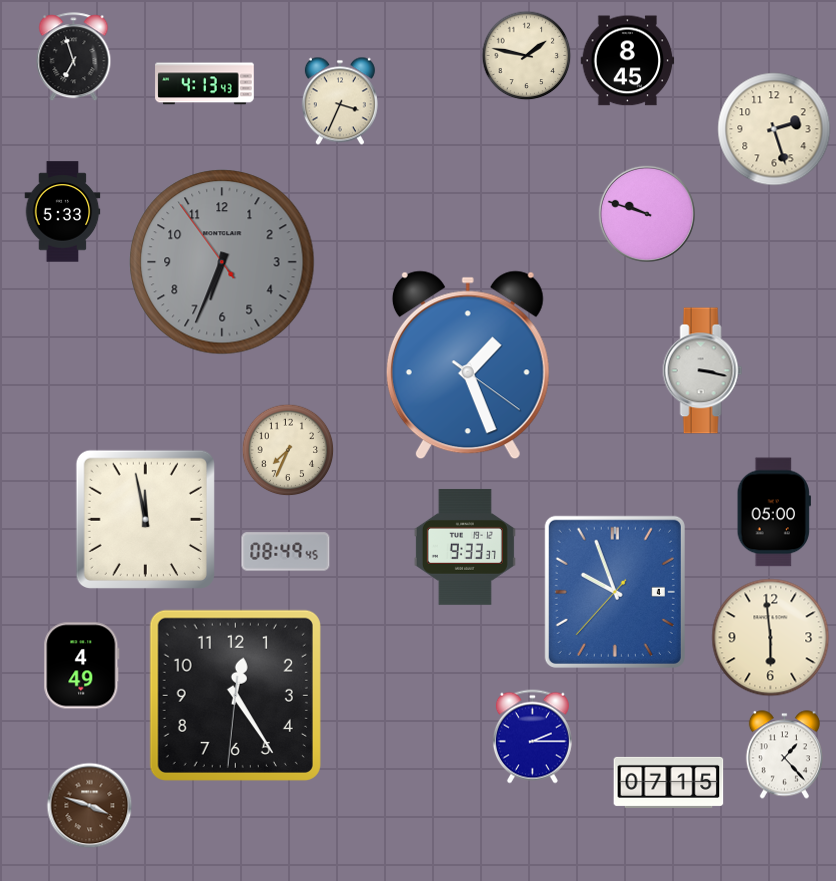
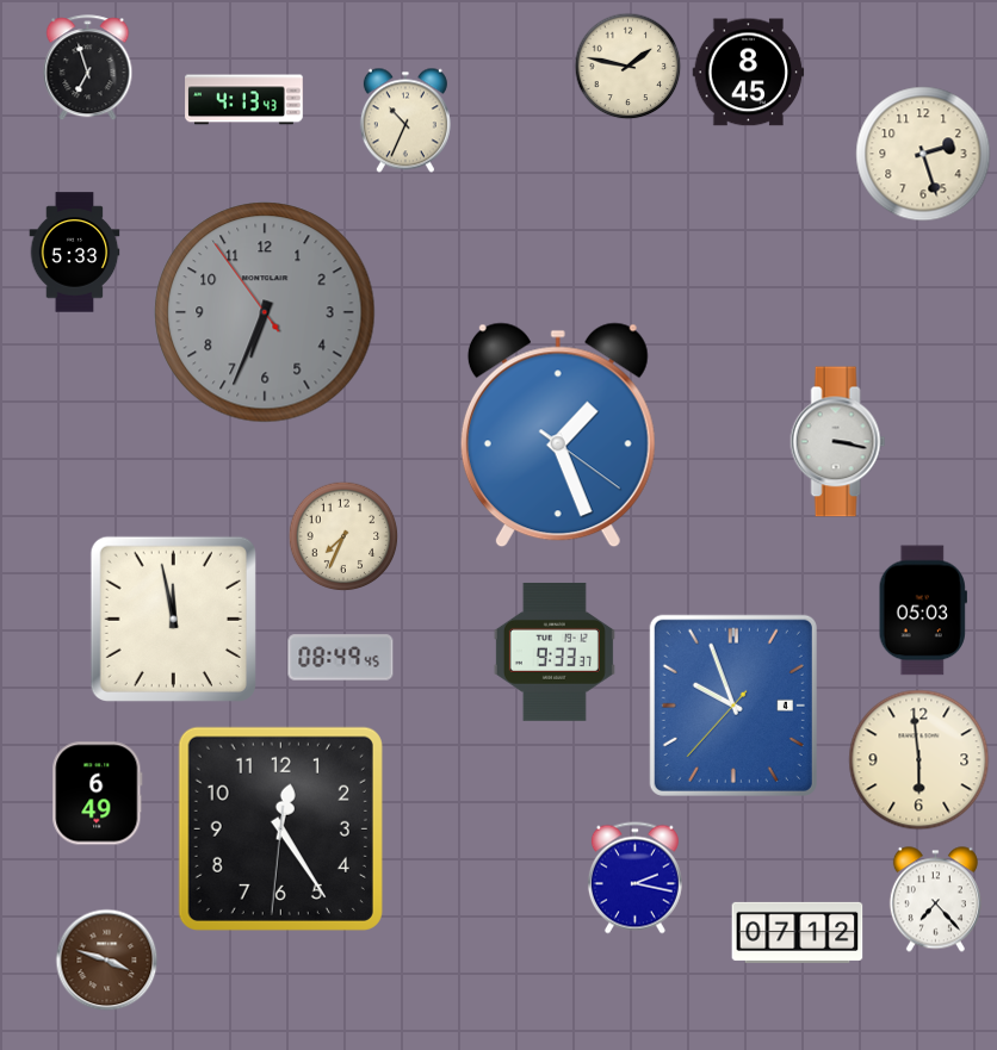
clock at (340, 101): 3:34 -> 10:34
clock at (647, 214): 9:48 -> none
clock at (774, 512): 05:00 -> 05:03
clock at (82, 666): 4:49 -> 6:49
clock at (532, 737): 2:15 -> 2:17
clock at (784, 755): 1:23 -> 7:23
clock at (669, 782): 07:15 -> 07:12
